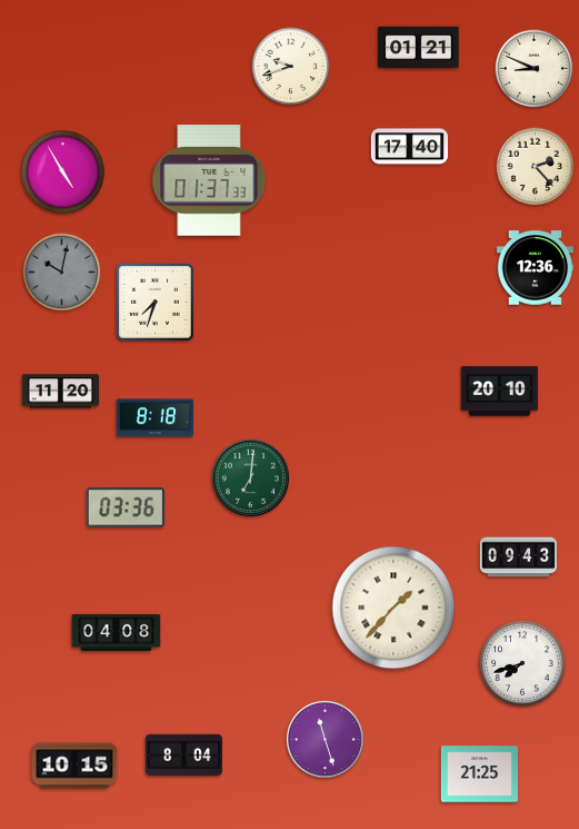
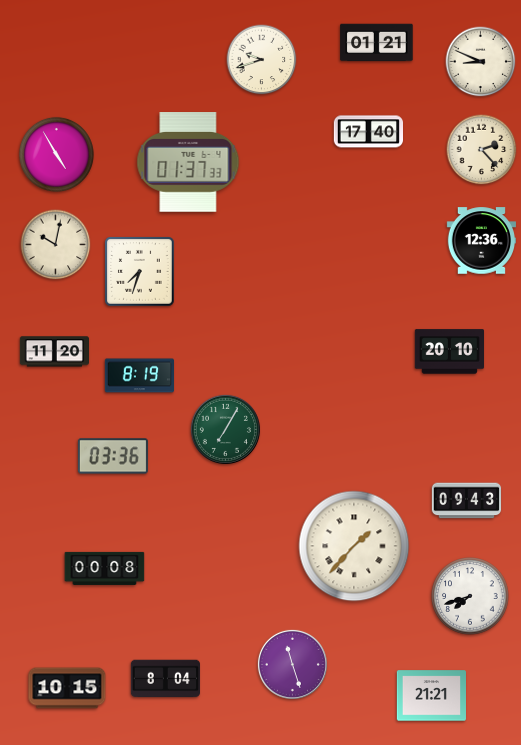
clock at (62, 273) dial: grey -> cream
clock at (154, 418): 8:18 -> 8:19
clock at (250, 477): 7:01 -> 7:05
clock at (117, 632): 04:08 -> 00:08
clock at (479, 774): 21:25 -> 21:21
